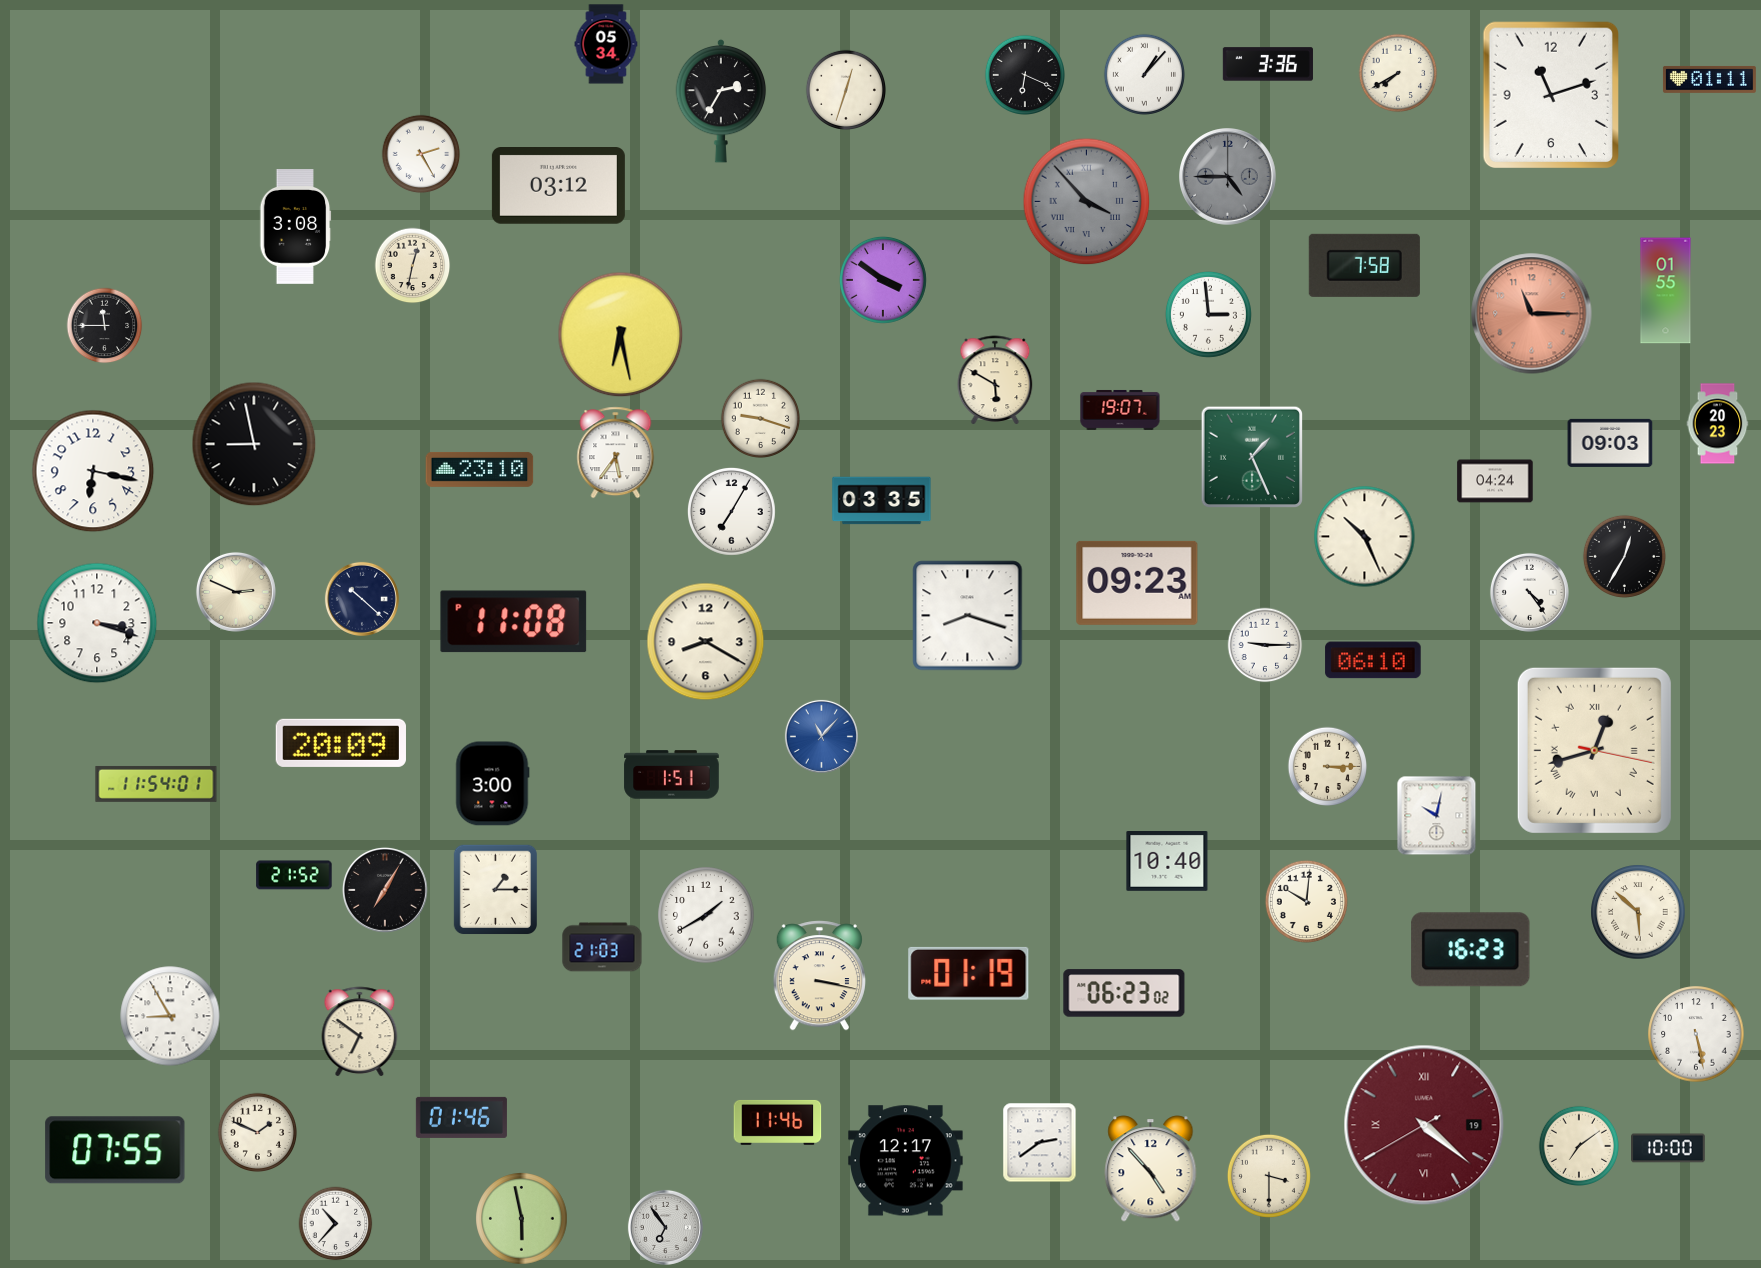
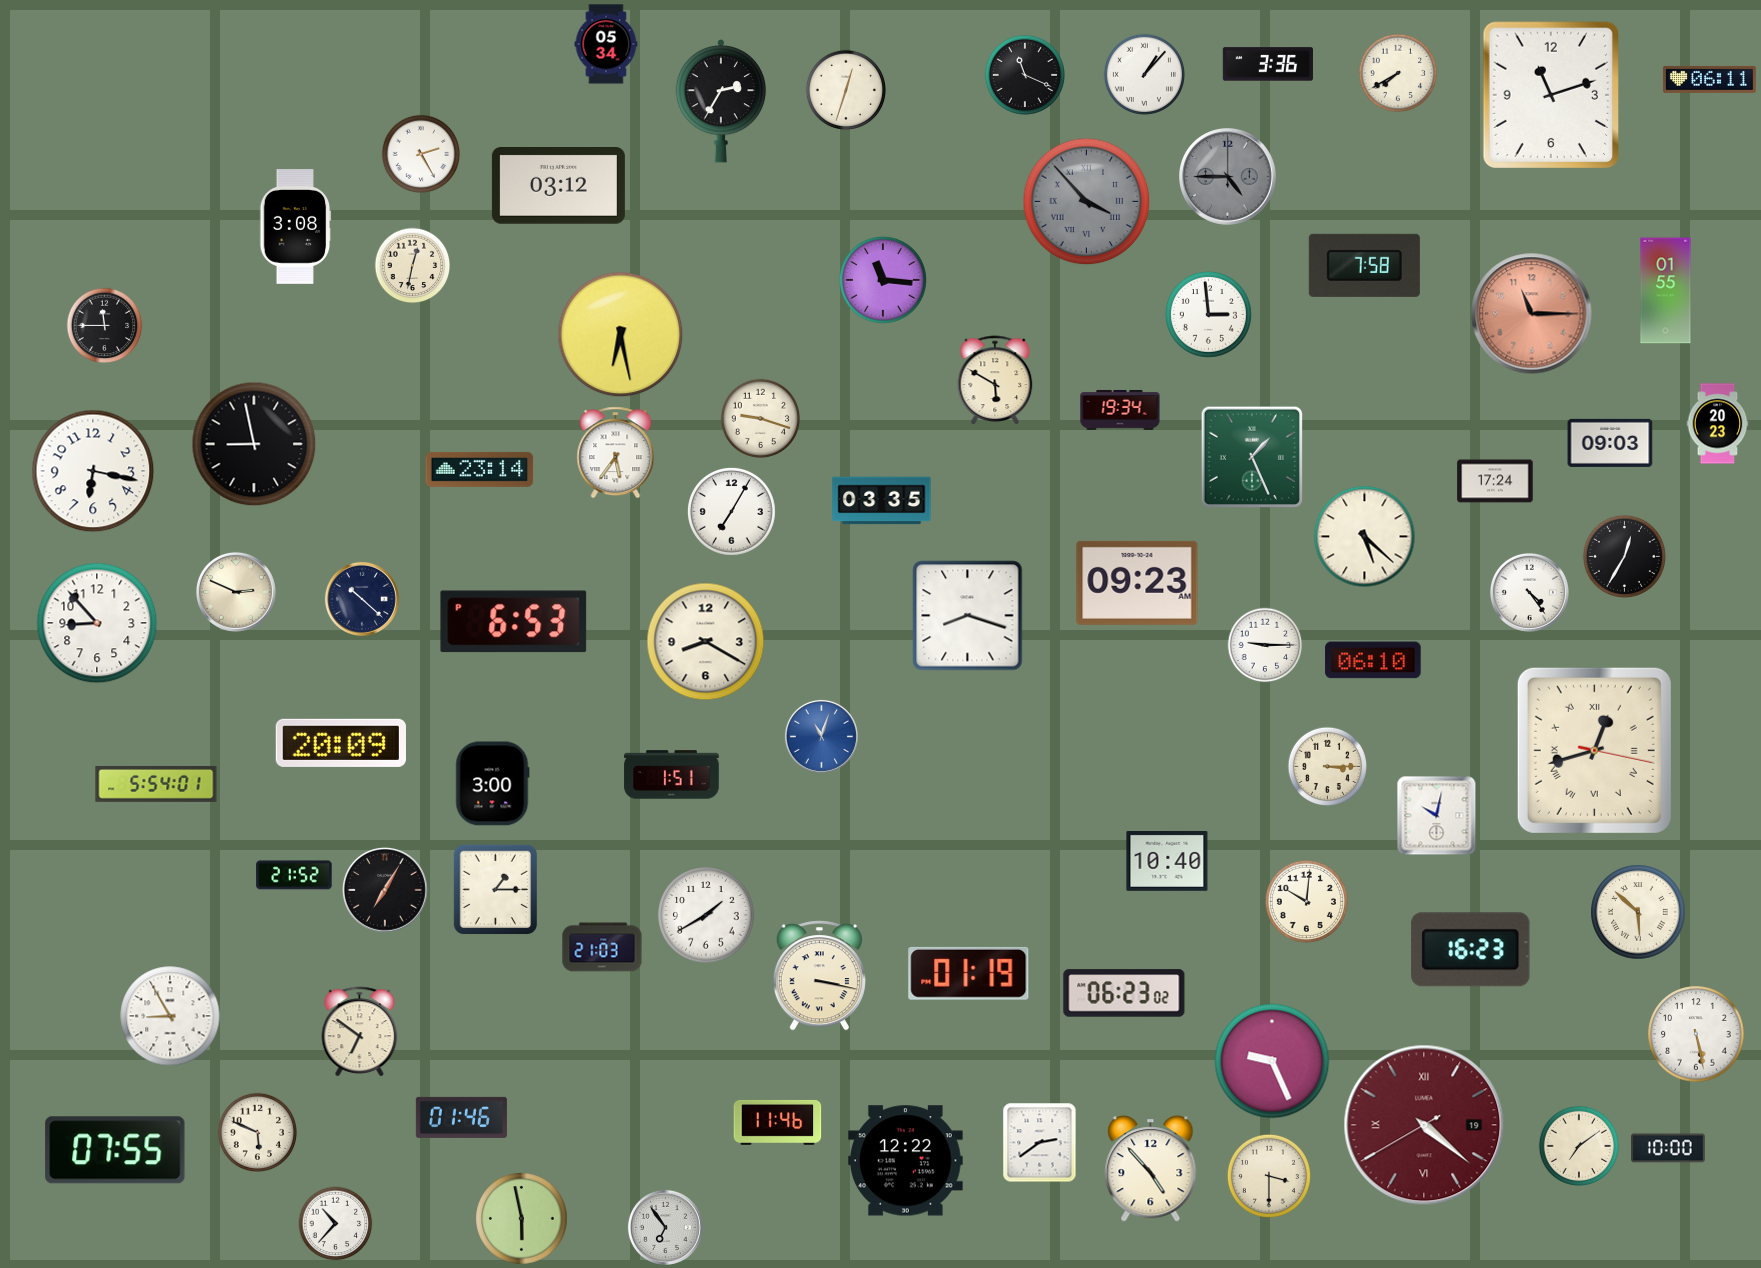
clock at (1024, 74): 6:19 -> 11:19
clock at (1709, 79): 01:11 -> 06:11
clock at (883, 280): 3:51 -> 11:16
clock at (1120, 410): 19:07 -> 19:34
clock at (480, 469): 23:10 -> 23:14
clock at (1495, 481): 04:24 -> 17:24
clock at (1365, 537): 10:26 -> 5:22
clock at (514, 622): 11:08 -> 6:53
clock at (97, 623): 3:18 -> 8:53
clock at (821, 736): 11:07 -> 11:03
clock at (156, 784): 11:54 -> 5:54
clock at (1272, 1061): none -> 9:26
clock at (257, 1132): 1:49 -> 5:49
clock at (906, 1161): 12:17 -> 12:22
